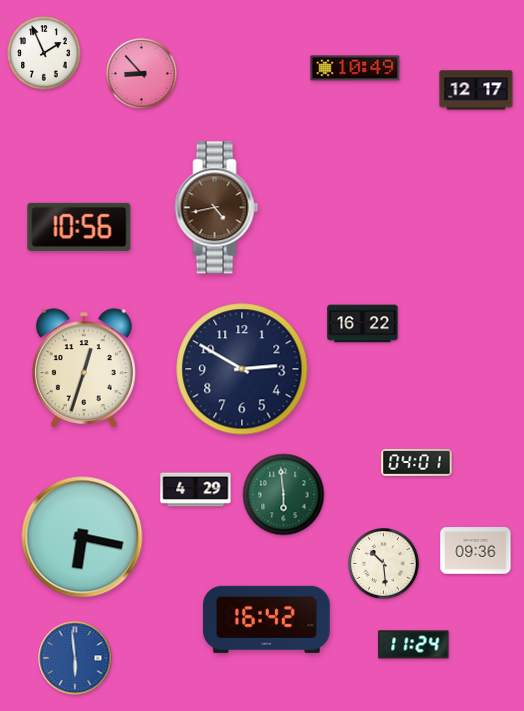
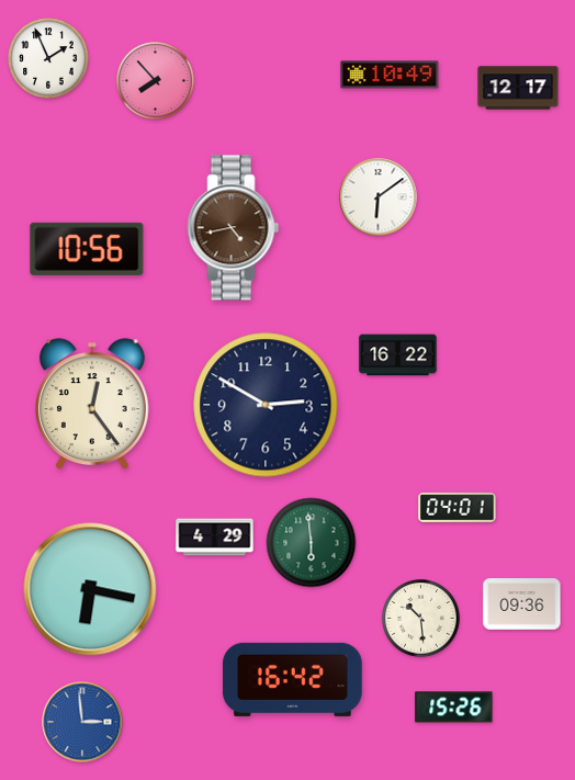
clock at (142, 74): 8:53 -> 7:53
clock at (476, 90) position: (476, 90) -> (518, 88)
clock at (379, 197): none -> 6:09
clock at (217, 208) position: (217, 208) -> (234, 228)
clock at (84, 368): 12:33 -> 12:24
clock at (414, 645): 11:24 -> 15:26
clock at (75, 658): 5:59 -> 2:59
